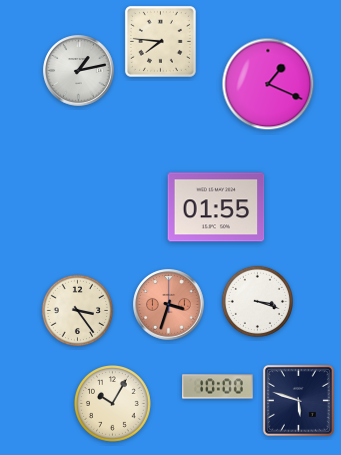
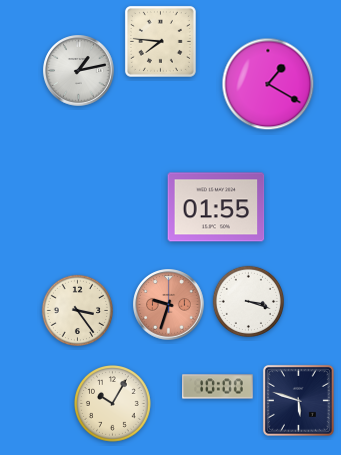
clock at (268, 84): 1:19 -> 1:20
clock at (257, 301) position: (257, 301) -> (248, 301)
clock at (169, 305): 3:33 -> 9:33
